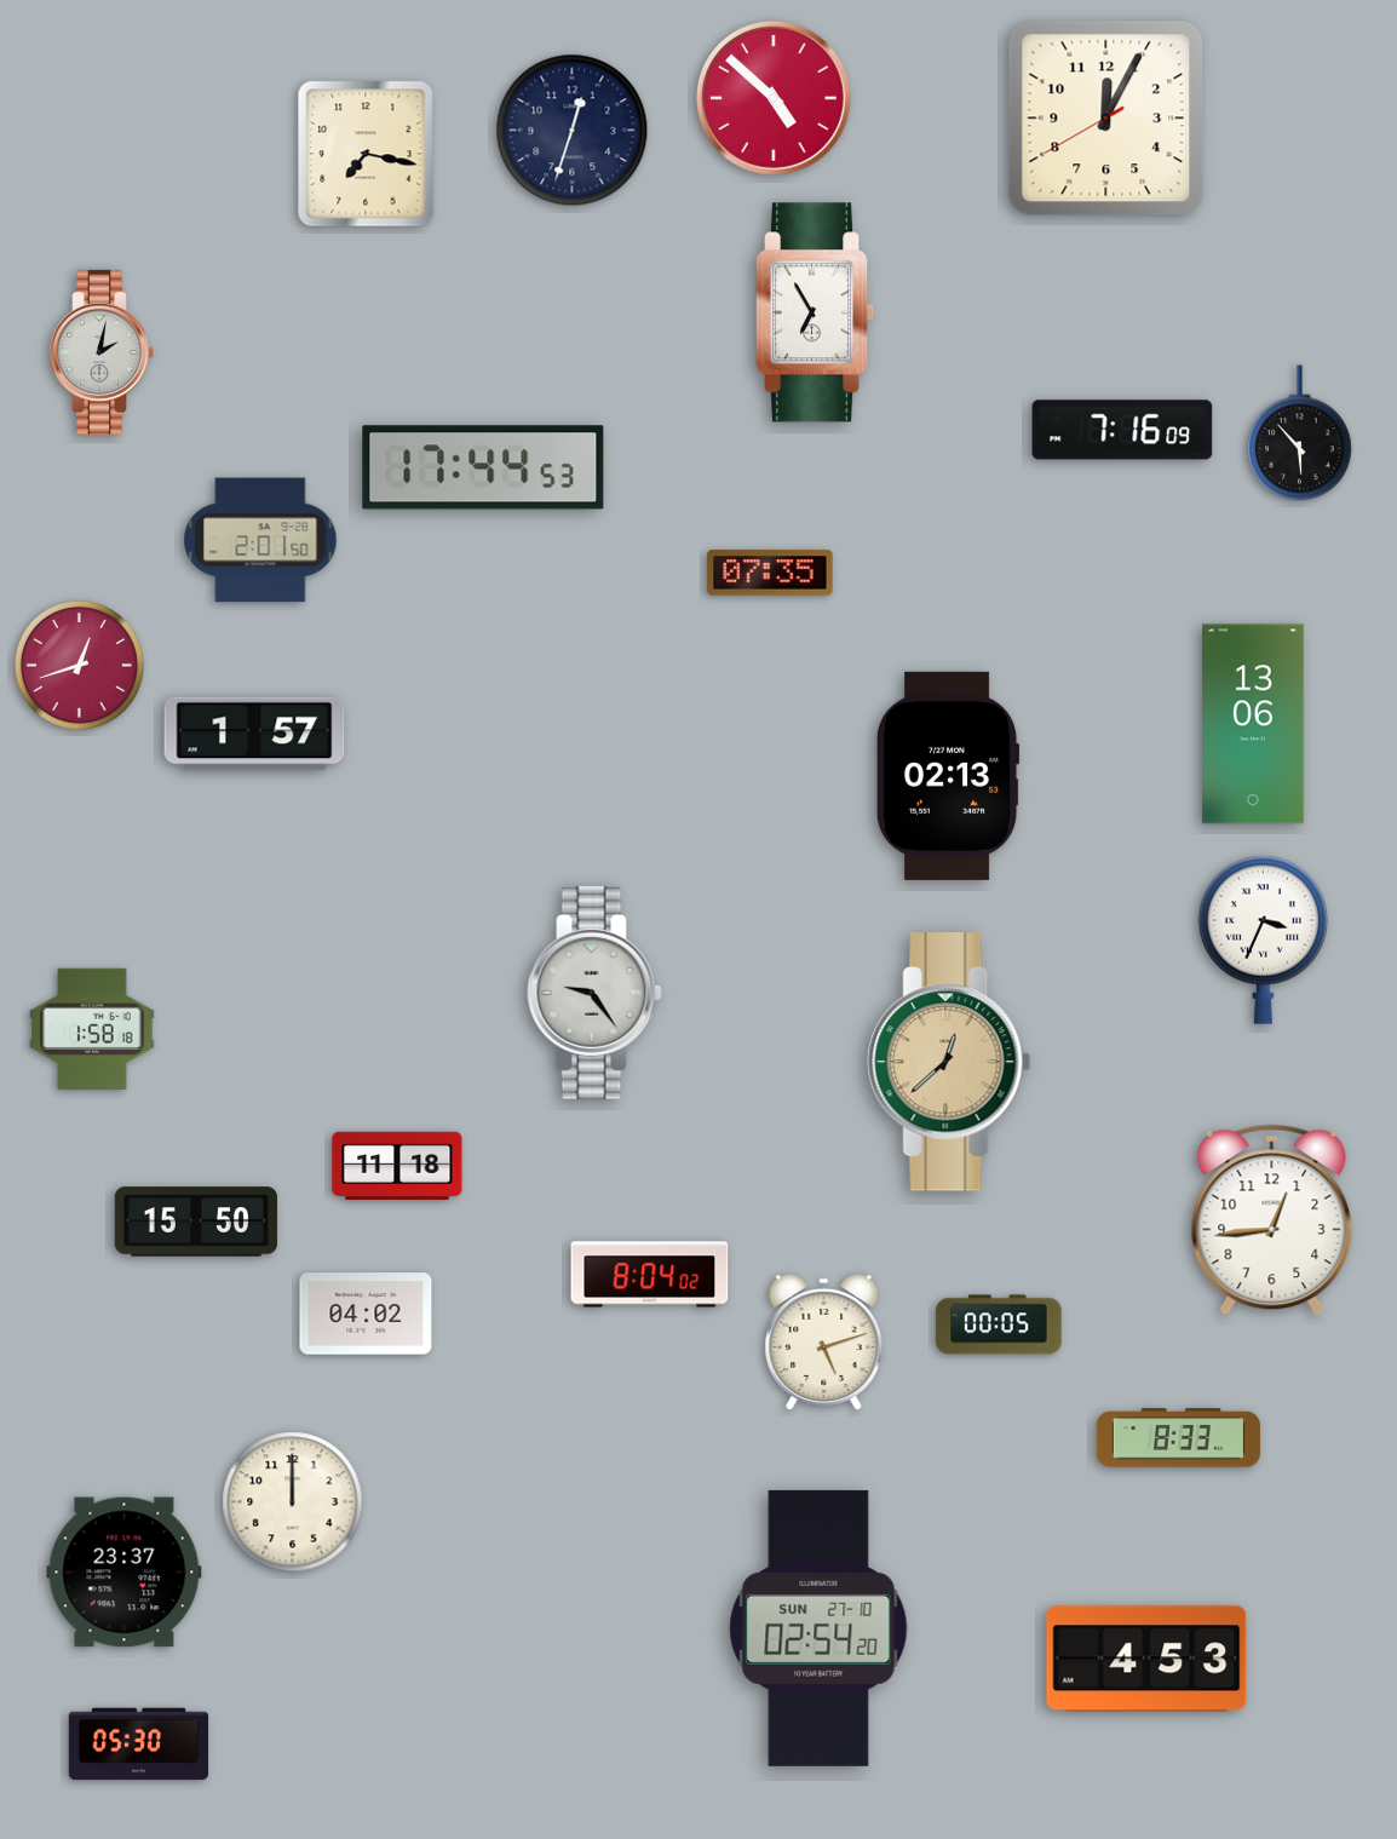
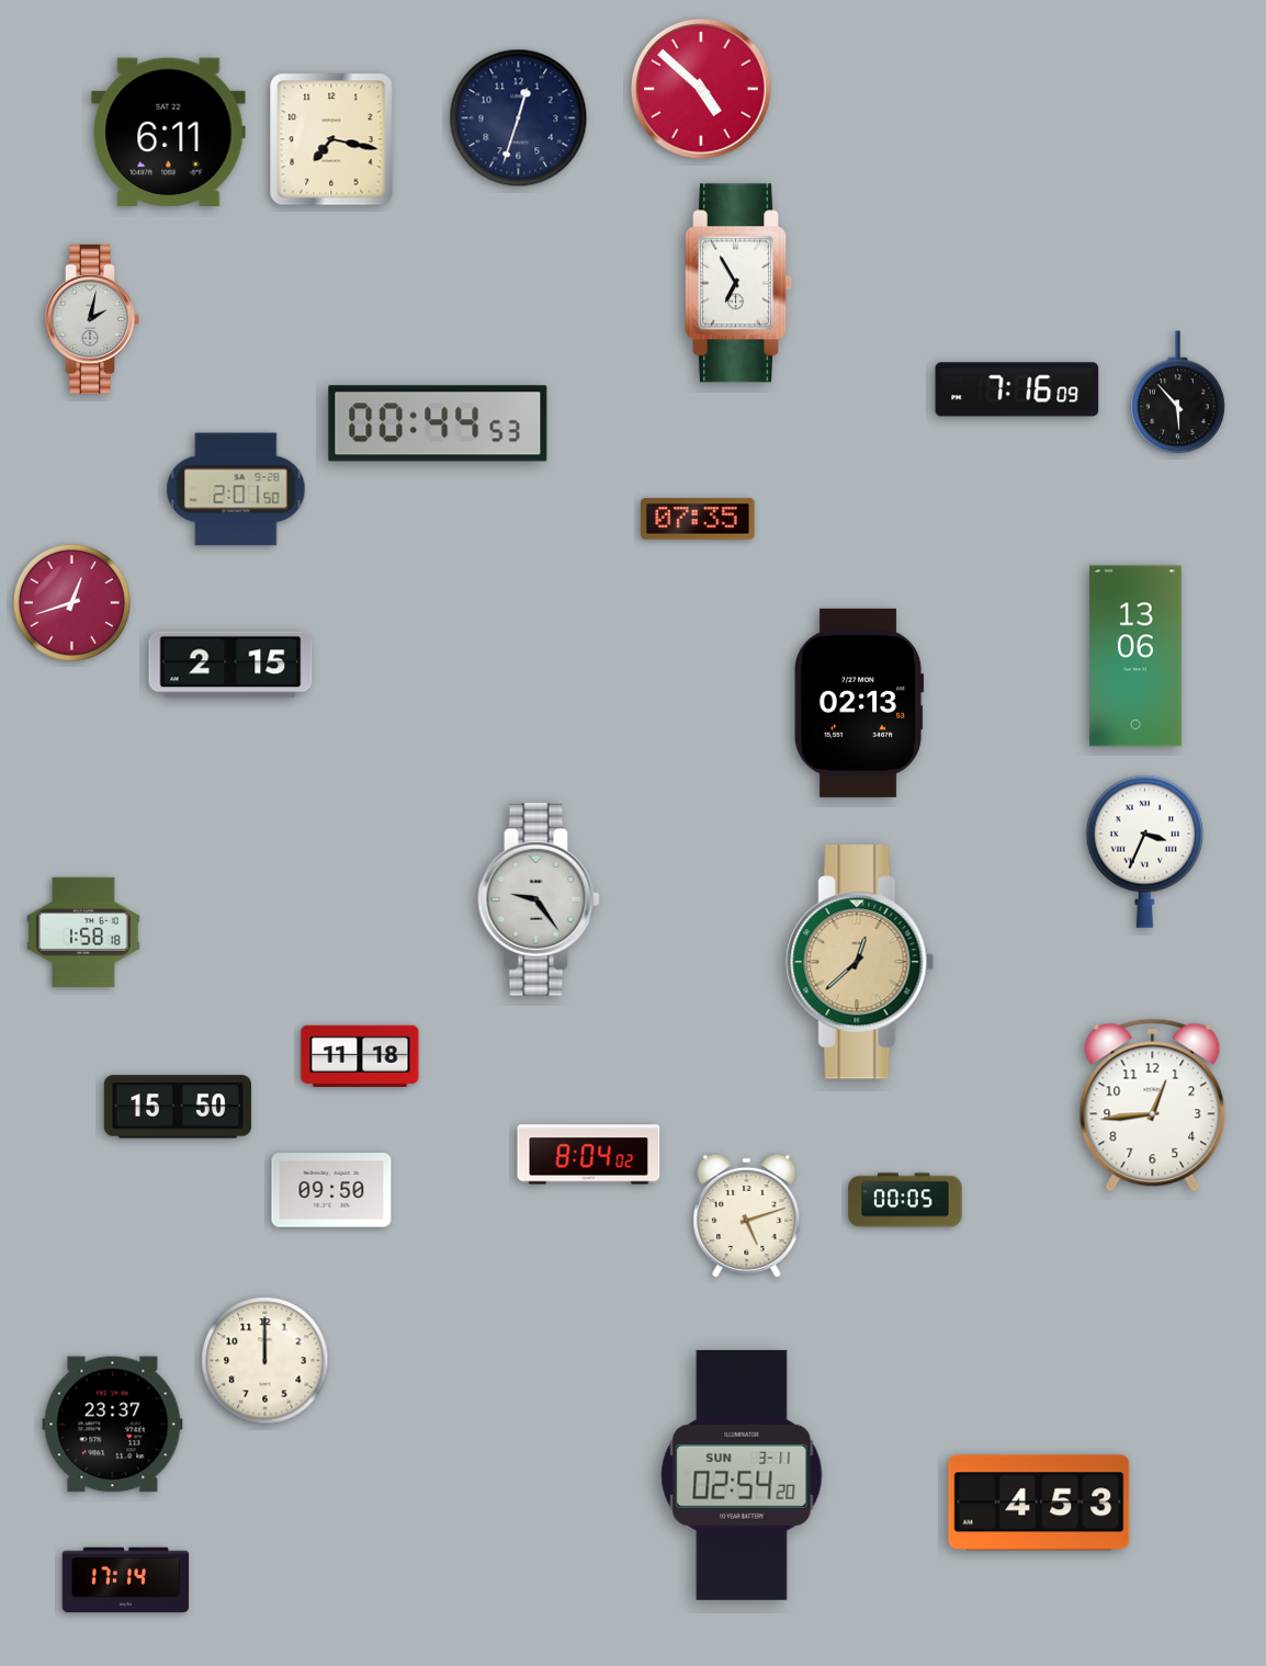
clock at (1106, 119): 12:04 -> none
clock at (169, 133): none -> 6:11
clock at (483, 467): 17:44 -> 00:44
clock at (254, 734): 1:57 -> 2:15
clock at (366, 1314): 04:02 -> 09:50
clock at (1178, 1438): 8:33 -> none
clock at (818, 1628) date: SUN 27-10 -> SUN 3-11
clock at (139, 1745): 05:30 -> 17:14
